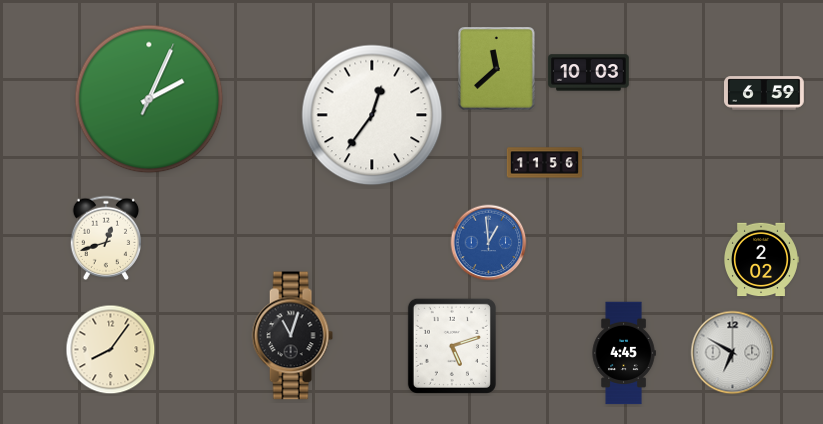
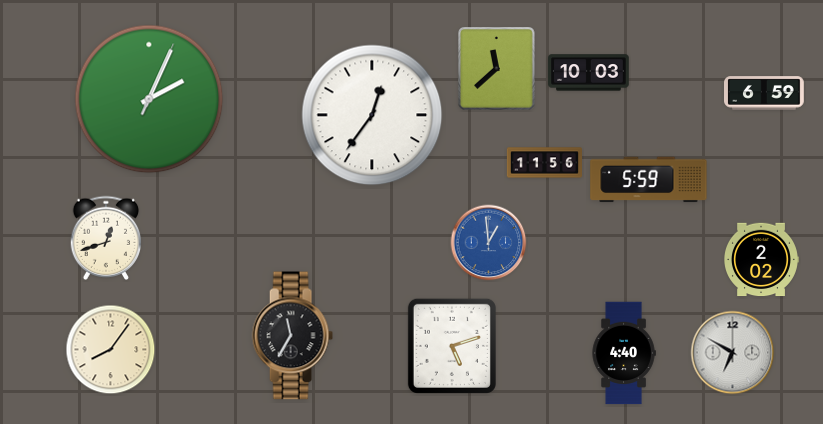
clock at (649, 180): none -> 5:59
clock at (292, 336): 11:03 -> 11:35
clock at (624, 353): 4:45 -> 4:40
